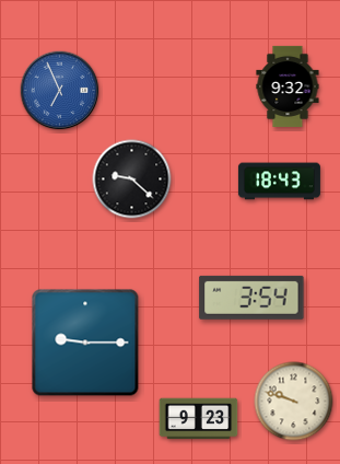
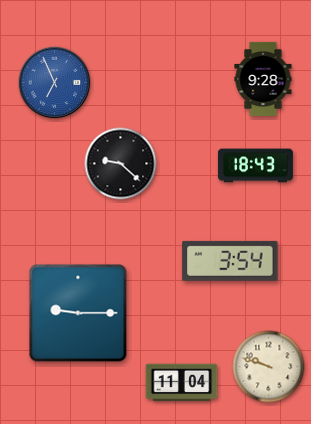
clock at (288, 86): 9:32 -> 9:28
clock at (251, 298) position: (251, 298) -> (230, 261)
clock at (199, 419): 9:23 -> 11:04
